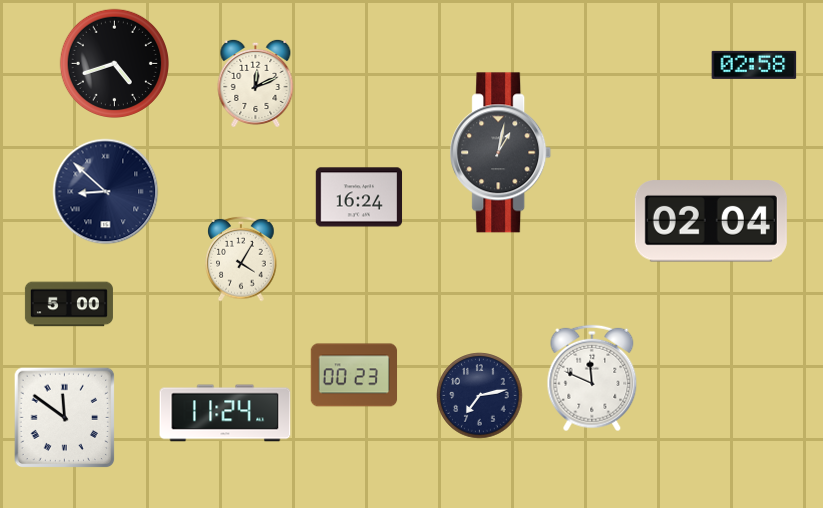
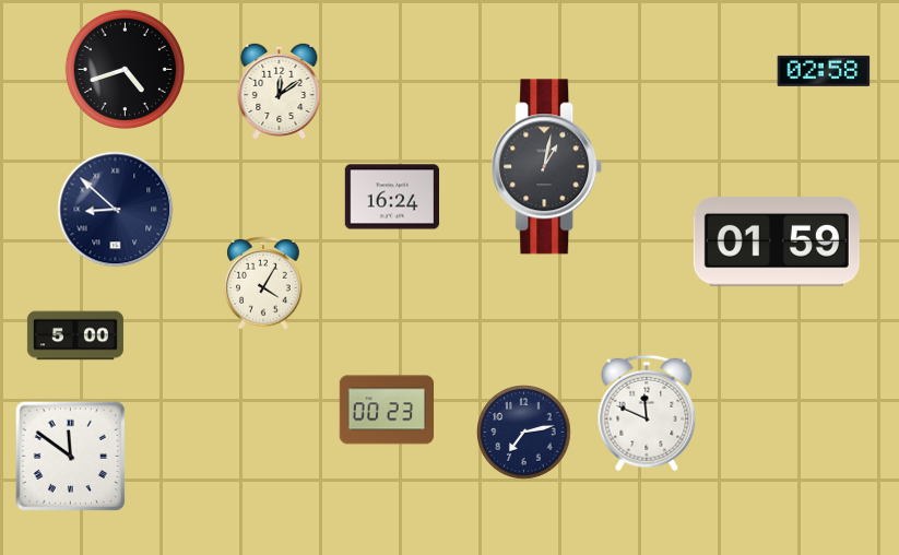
clock at (256, 83): 12:11 -> 12:09
clock at (359, 197) position: (359, 197) -> (392, 197)
clock at (711, 221): 02:04 -> 01:59
clock at (69, 304) position: (69, 304) -> (75, 335)
clock at (225, 413): 11:24 -> none
